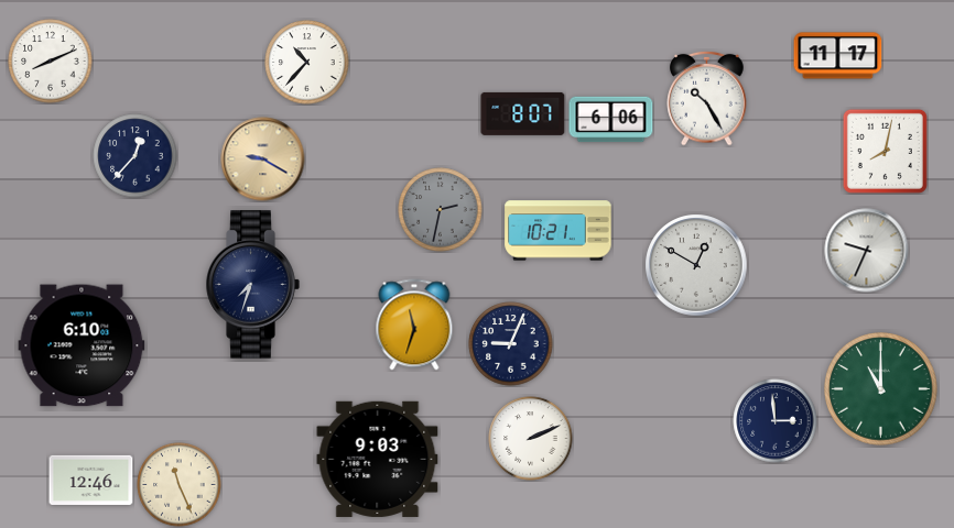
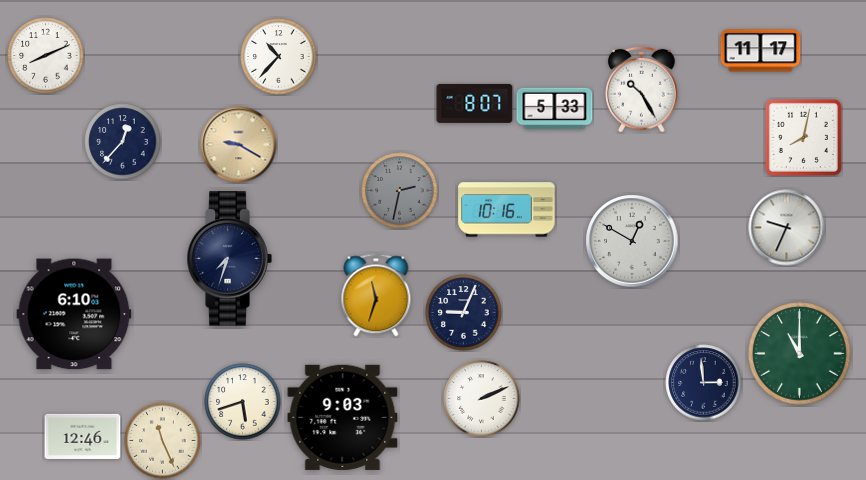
clock at (611, 120): 6:06 -> 5:33
clock at (559, 231): 10:21 -> 10:16
clock at (243, 402): none -> 5:42
